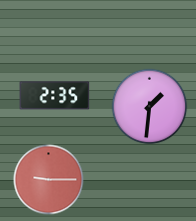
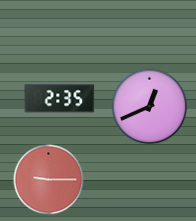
clock at (55, 96) position: (55, 96) -> (60, 99)
clock at (150, 107): 1:31 -> 12:41
